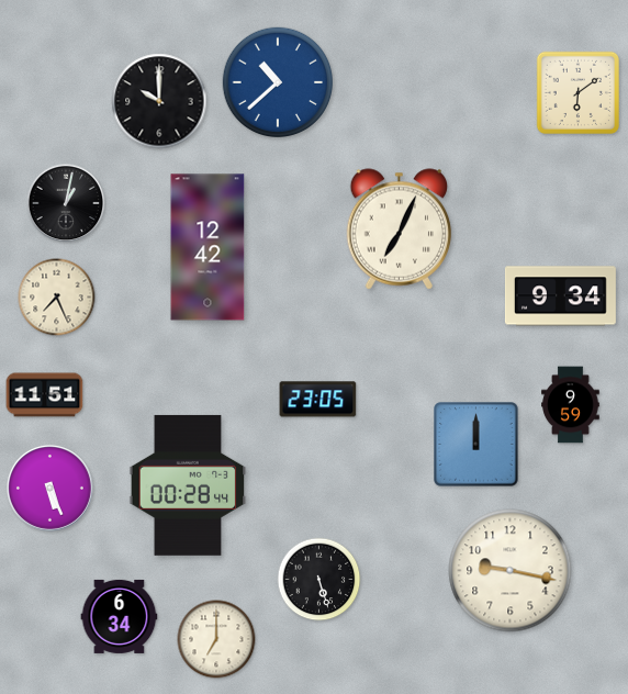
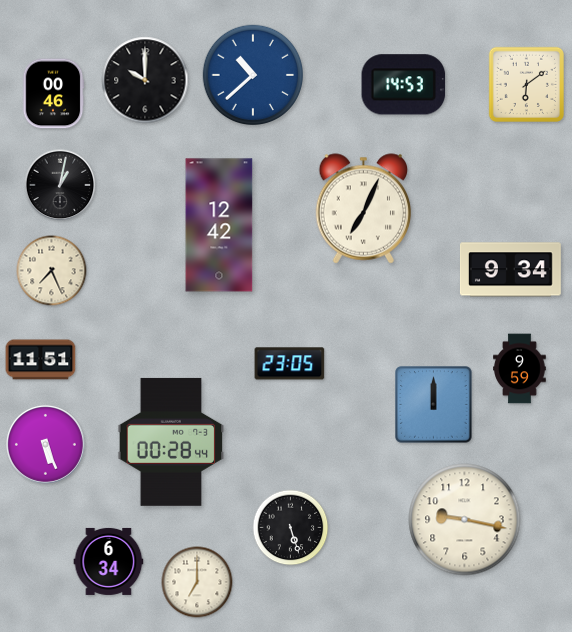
clock at (404, 85): none -> 14:53
clock at (159, 101) position: (159, 101) -> (145, 80)
clock at (53, 94): none -> 00:46
clock at (208, 247) position: (208, 247) -> (219, 225)
